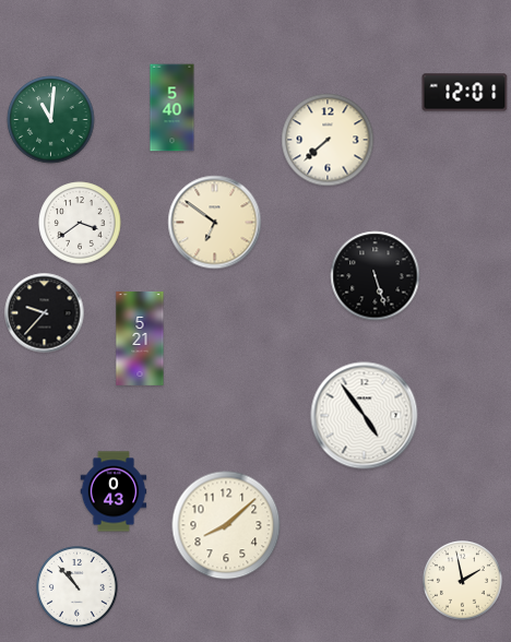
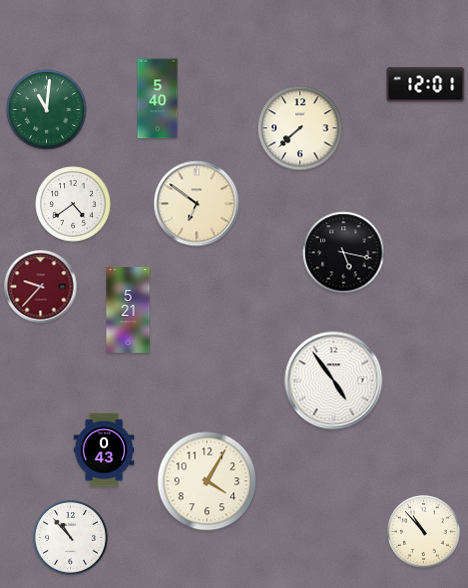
clock at (80, 223): 3:39 -> 4:39
clock at (376, 276): 5:27 -> 5:17
clock at (45, 313) dial: black -> burgundy
clock at (226, 525): 8:08 -> 4:05
clock at (463, 581): 1:58 -> 10:53
